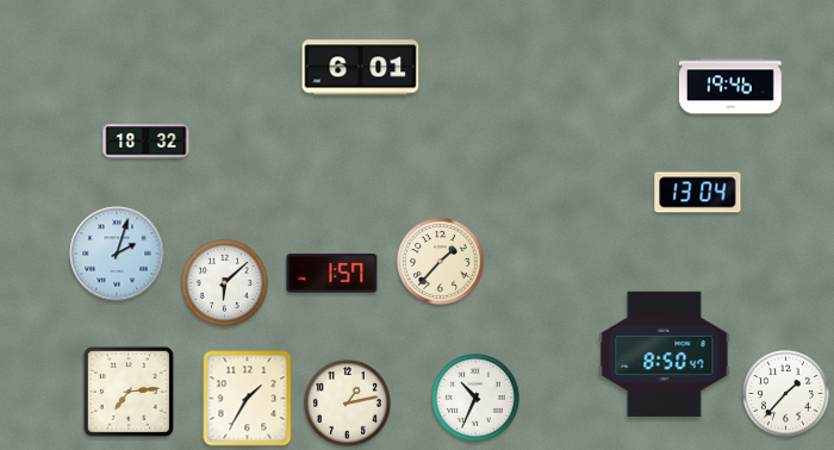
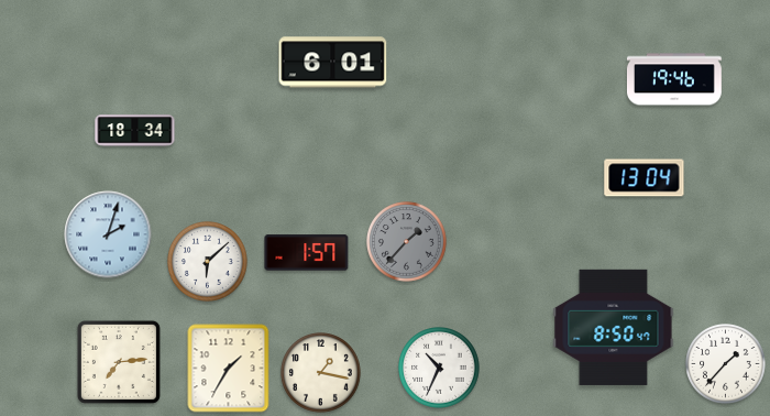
clock at (147, 142): 18:32 -> 18:34
clock at (441, 262) dial: cream -> grey
clock at (348, 404): 1:13 -> 1:17
